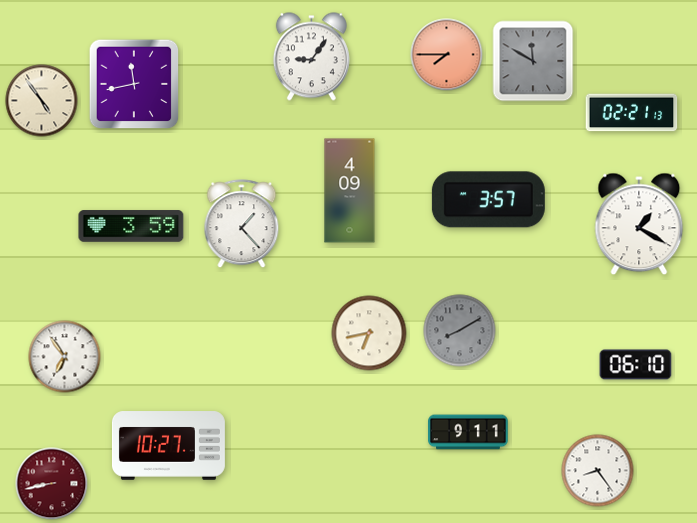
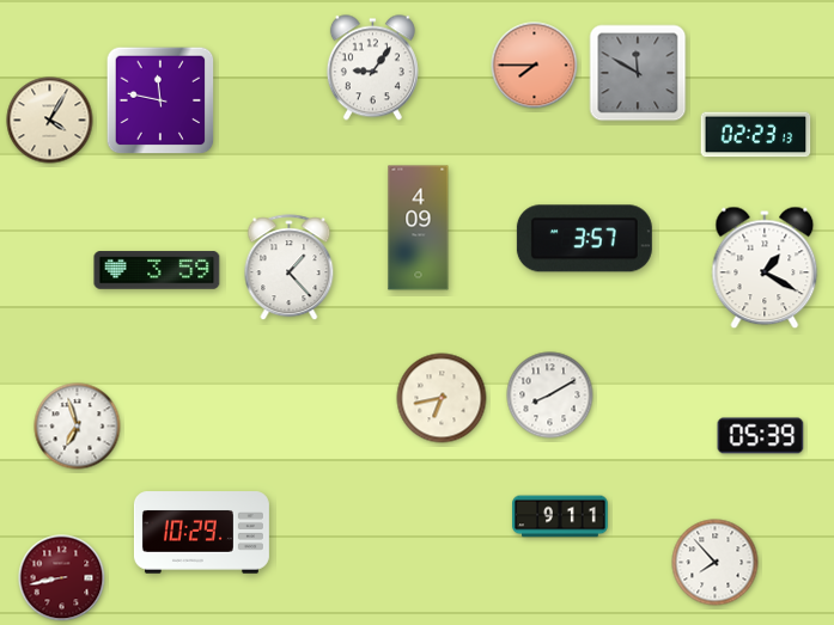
clock at (134, 84): 11:43 -> 11:47
clock at (42, 101): 4:54 -> 4:05
clock at (632, 113): 02:21 -> 02:23
clock at (460, 331) dial: grey -> white
clock at (65, 357): 6:54 -> 6:57
clock at (636, 365): 06:10 -> 05:39
clock at (168, 446): 10:27 -> 10:29
clock at (598, 471): 8:24 -> 7:53
